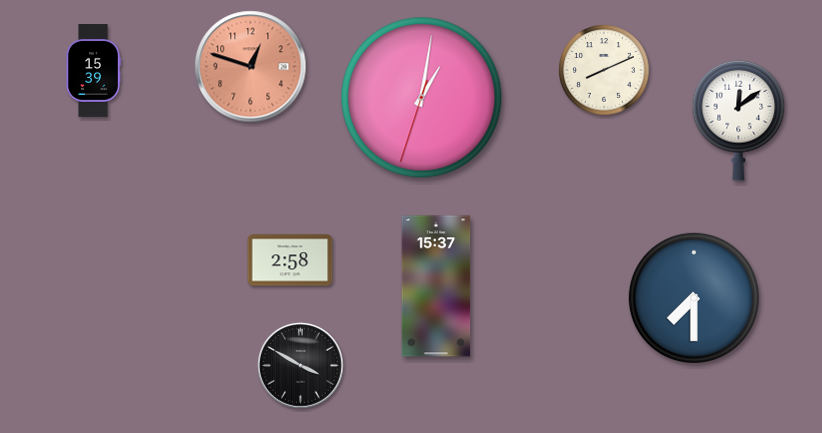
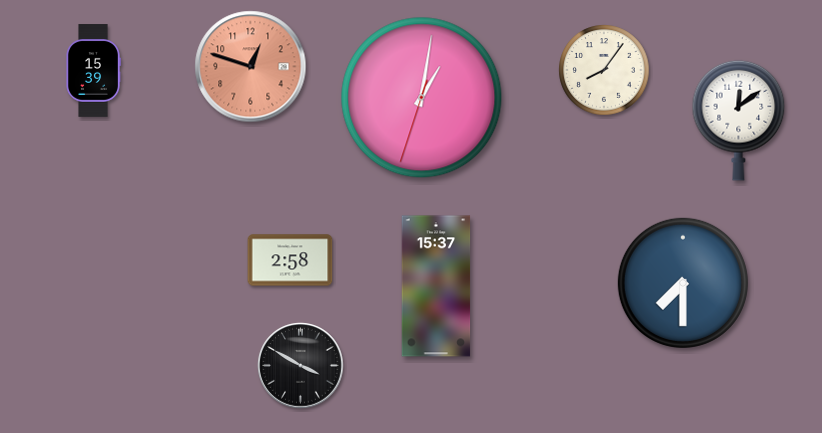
clock at (604, 70): 8:11 -> 8:06
clock at (694, 298) position: (694, 298) -> (683, 283)
